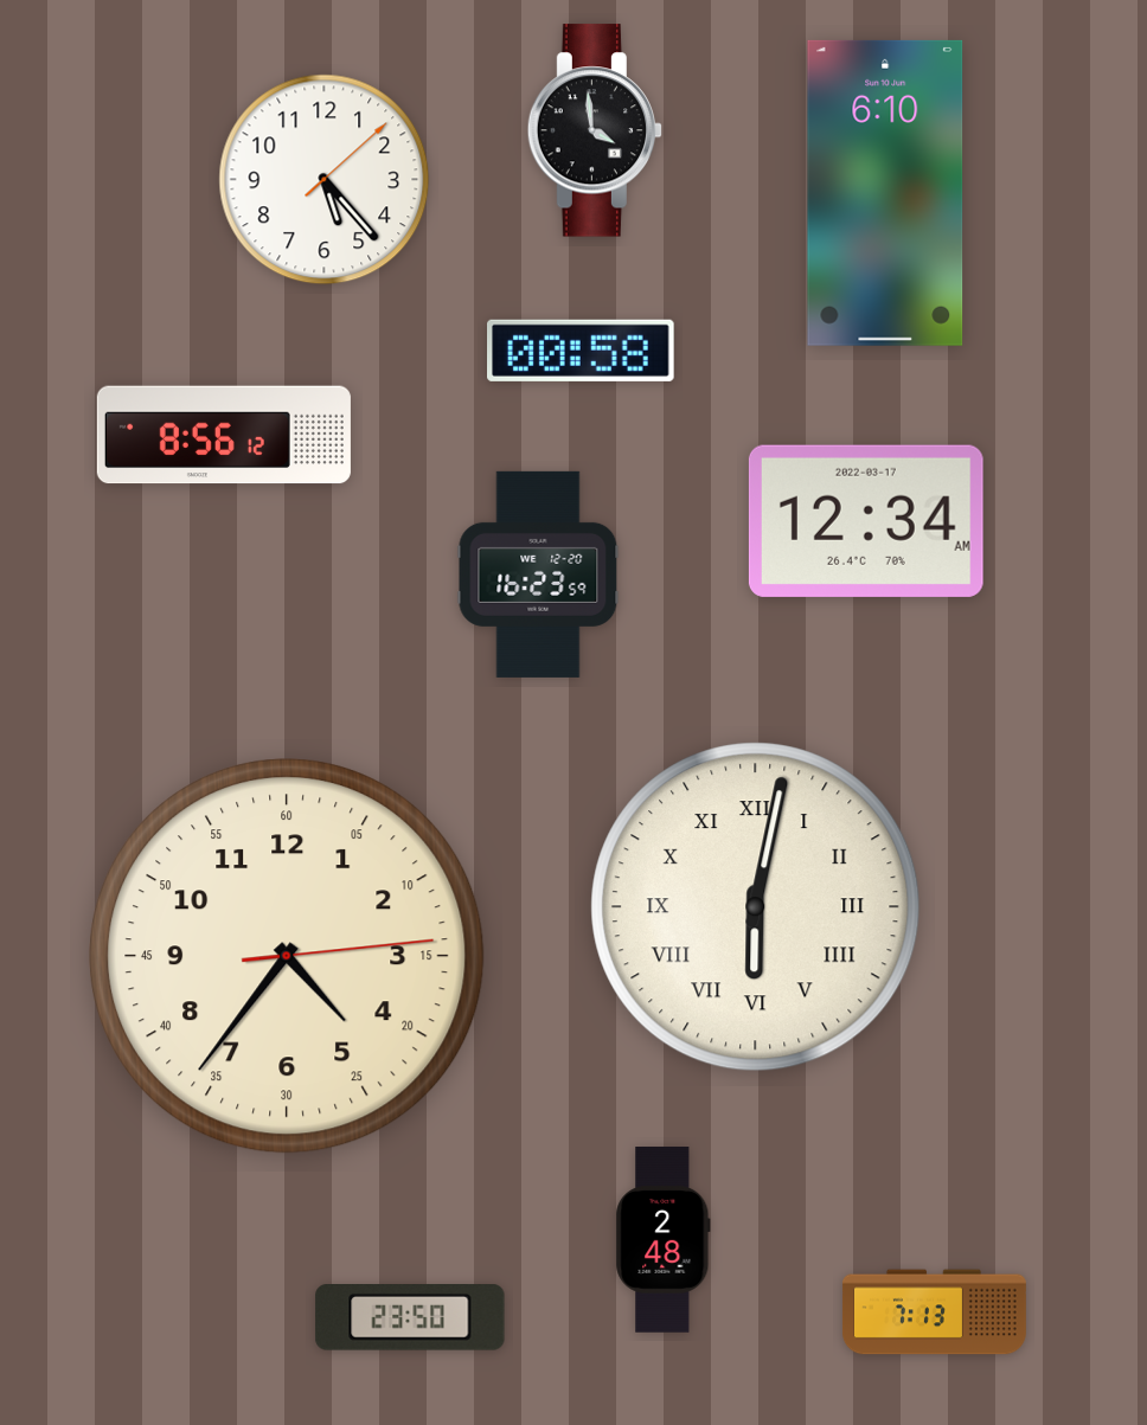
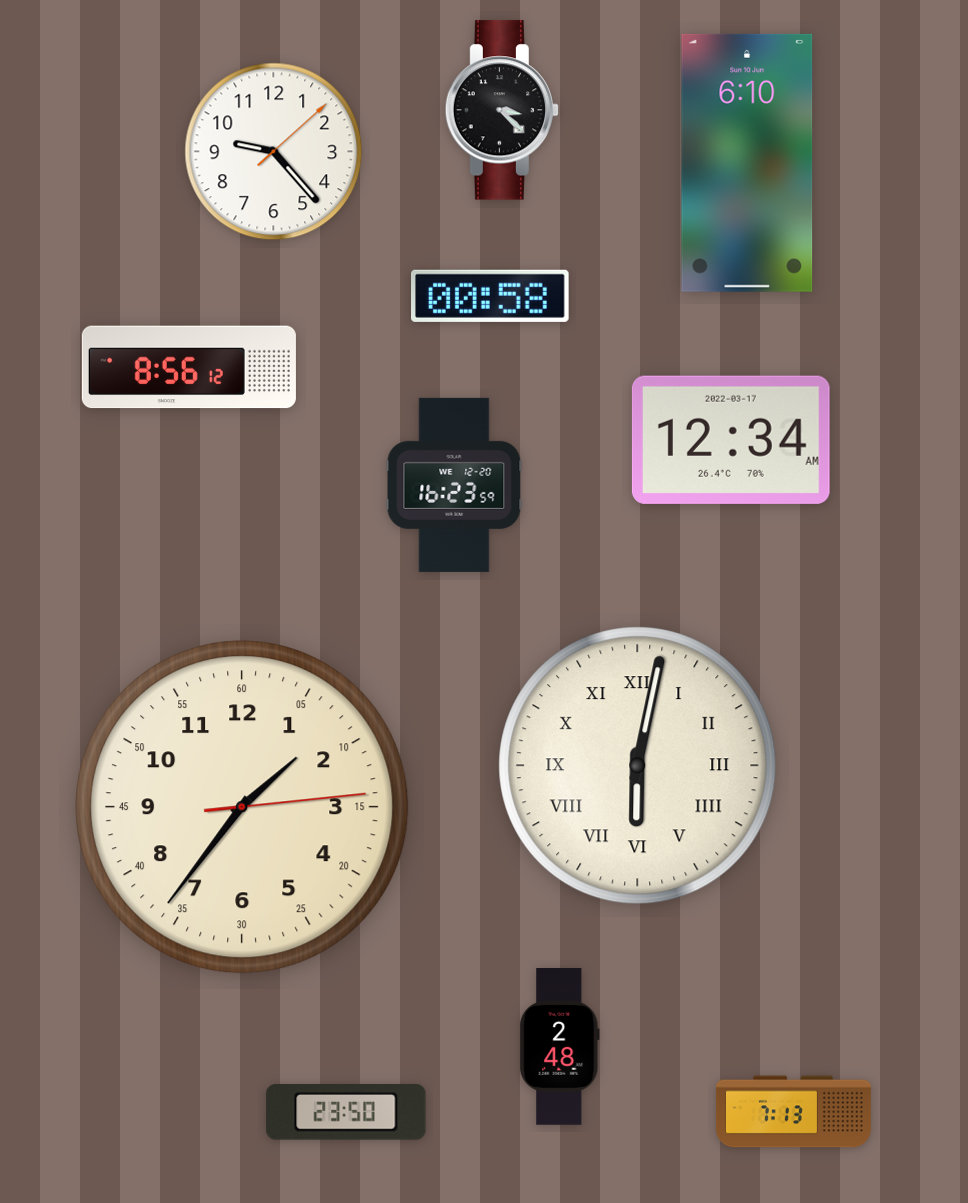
clock at (595, 130): 3:59 -> 3:22
clock at (325, 180): 5:23 -> 9:23
clock at (287, 956): 4:36 -> 1:36
clock at (934, 1312) position: (934, 1312) -> (793, 1112)
